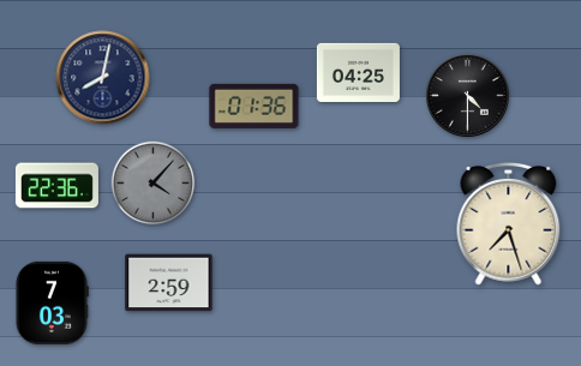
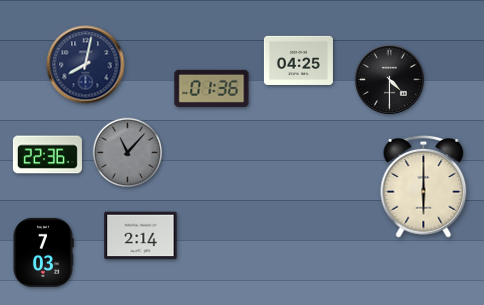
clock at (154, 184): 4:07 -> 11:07
clock at (509, 223): 7:27 -> 6:00
clock at (169, 283): 2:59 -> 2:14
